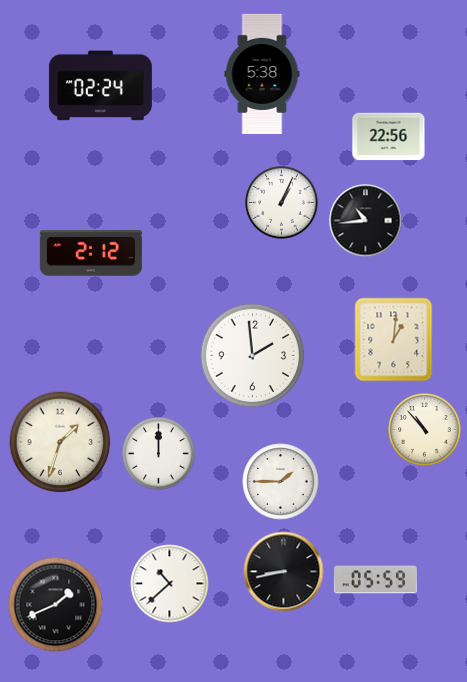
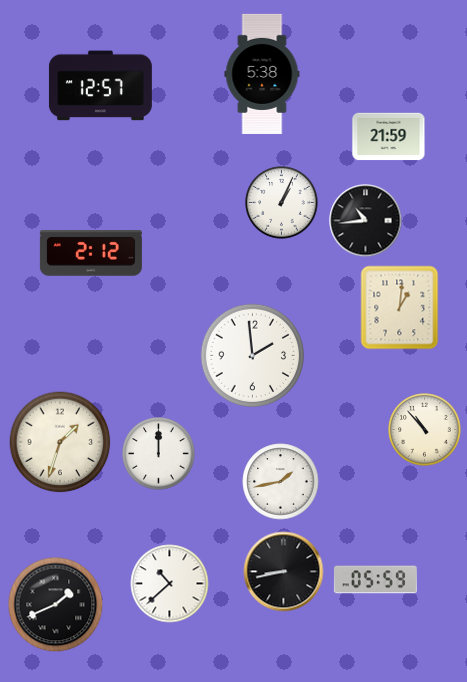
clock at (100, 86): 02:24 -> 12:57
clock at (389, 137): 22:56 -> 21:59
clock at (394, 340) position: (394, 340) -> (400, 308)
clock at (281, 482): 1:45 -> 1:43
